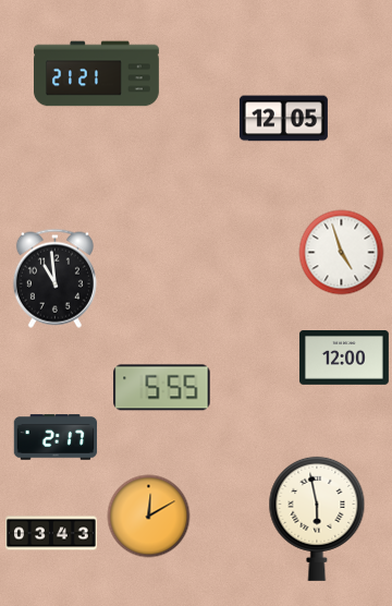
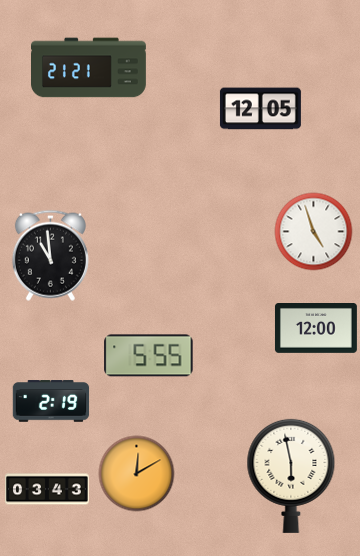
clock at (56, 437): 2:17 -> 2:19
